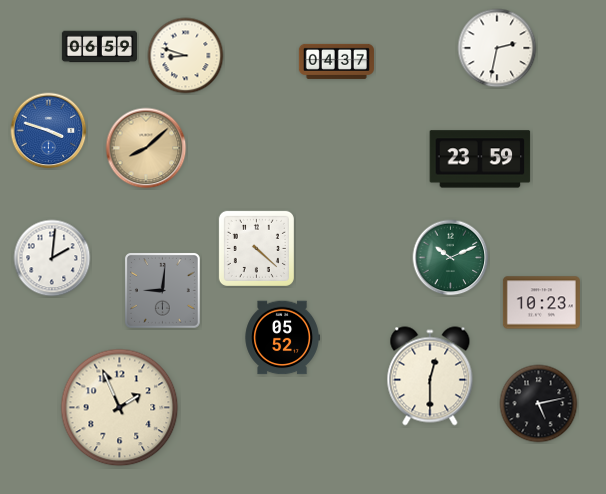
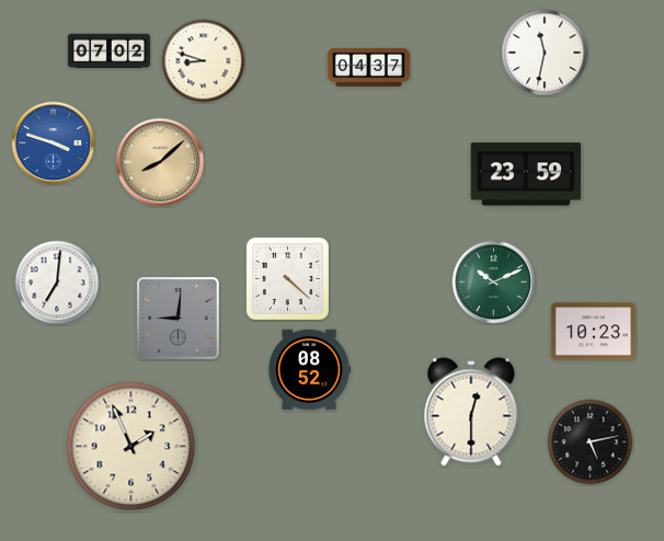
clock at (99, 47): 06:59 -> 07:02
clock at (497, 48): 2:32 -> 11:32
clock at (256, 248) position: (256, 248) -> (287, 278)
clock at (52, 258): 2:01 -> 7:01
clock at (282, 338): 05:52 -> 08:52
